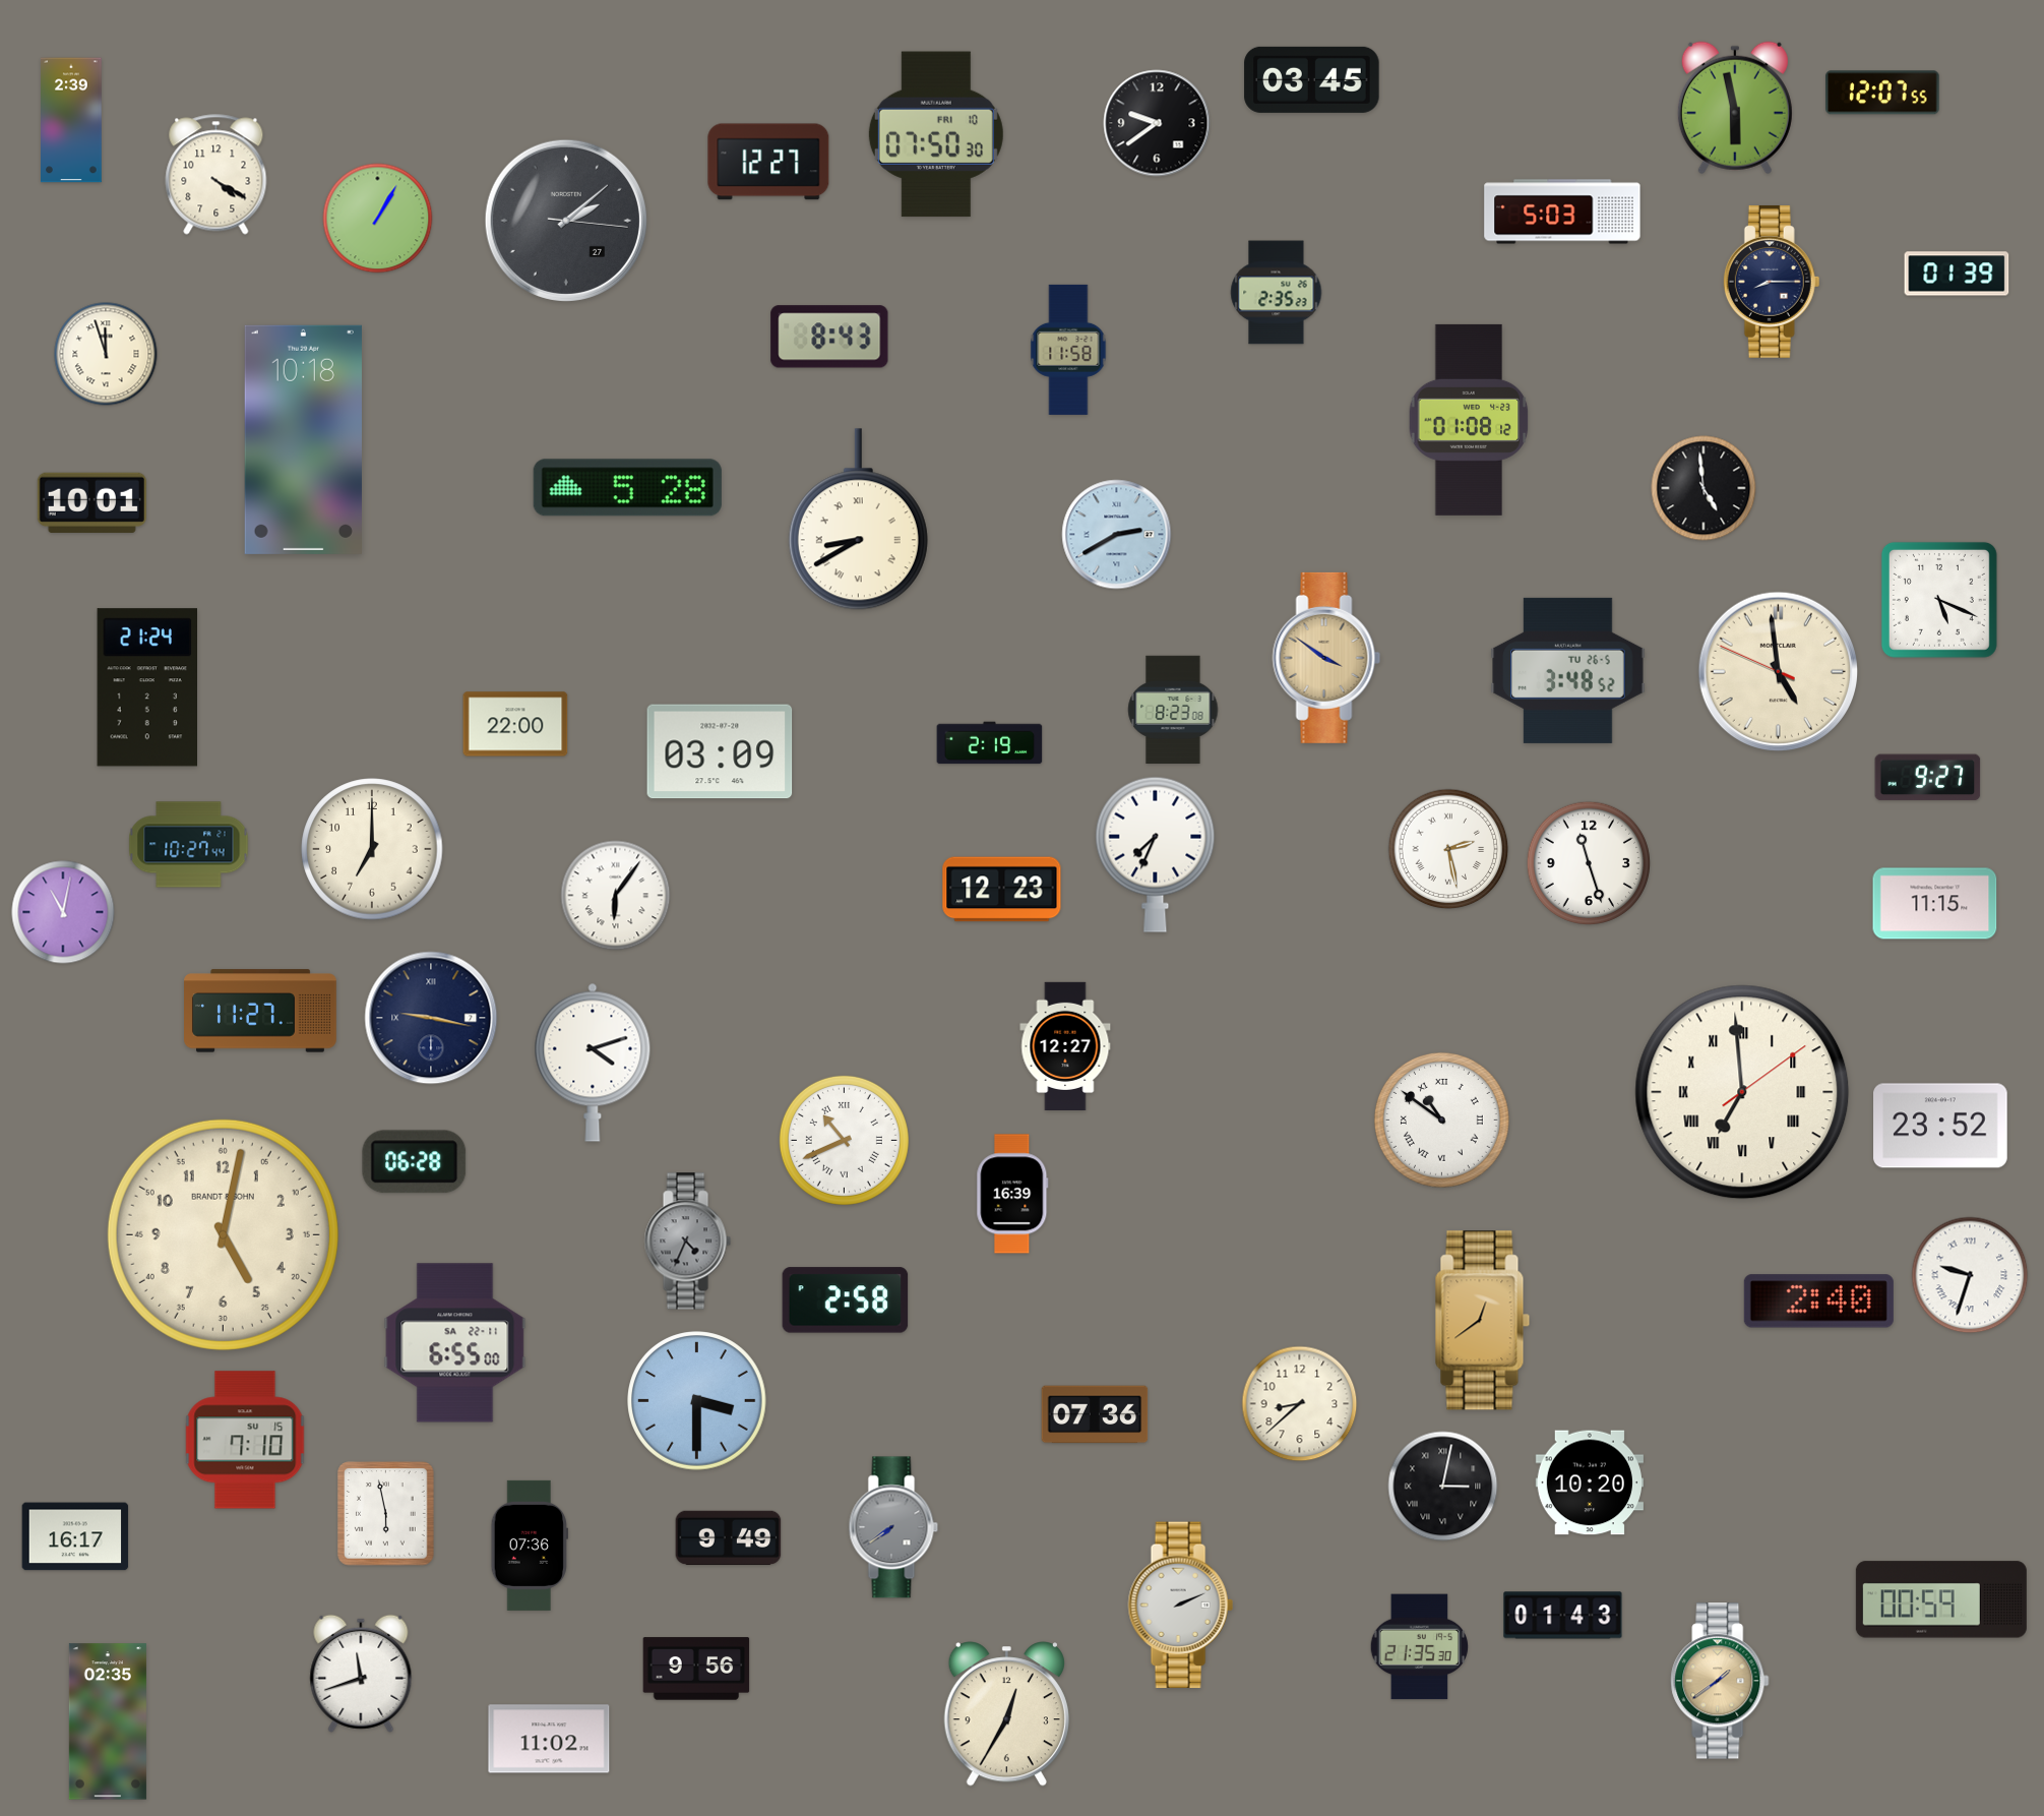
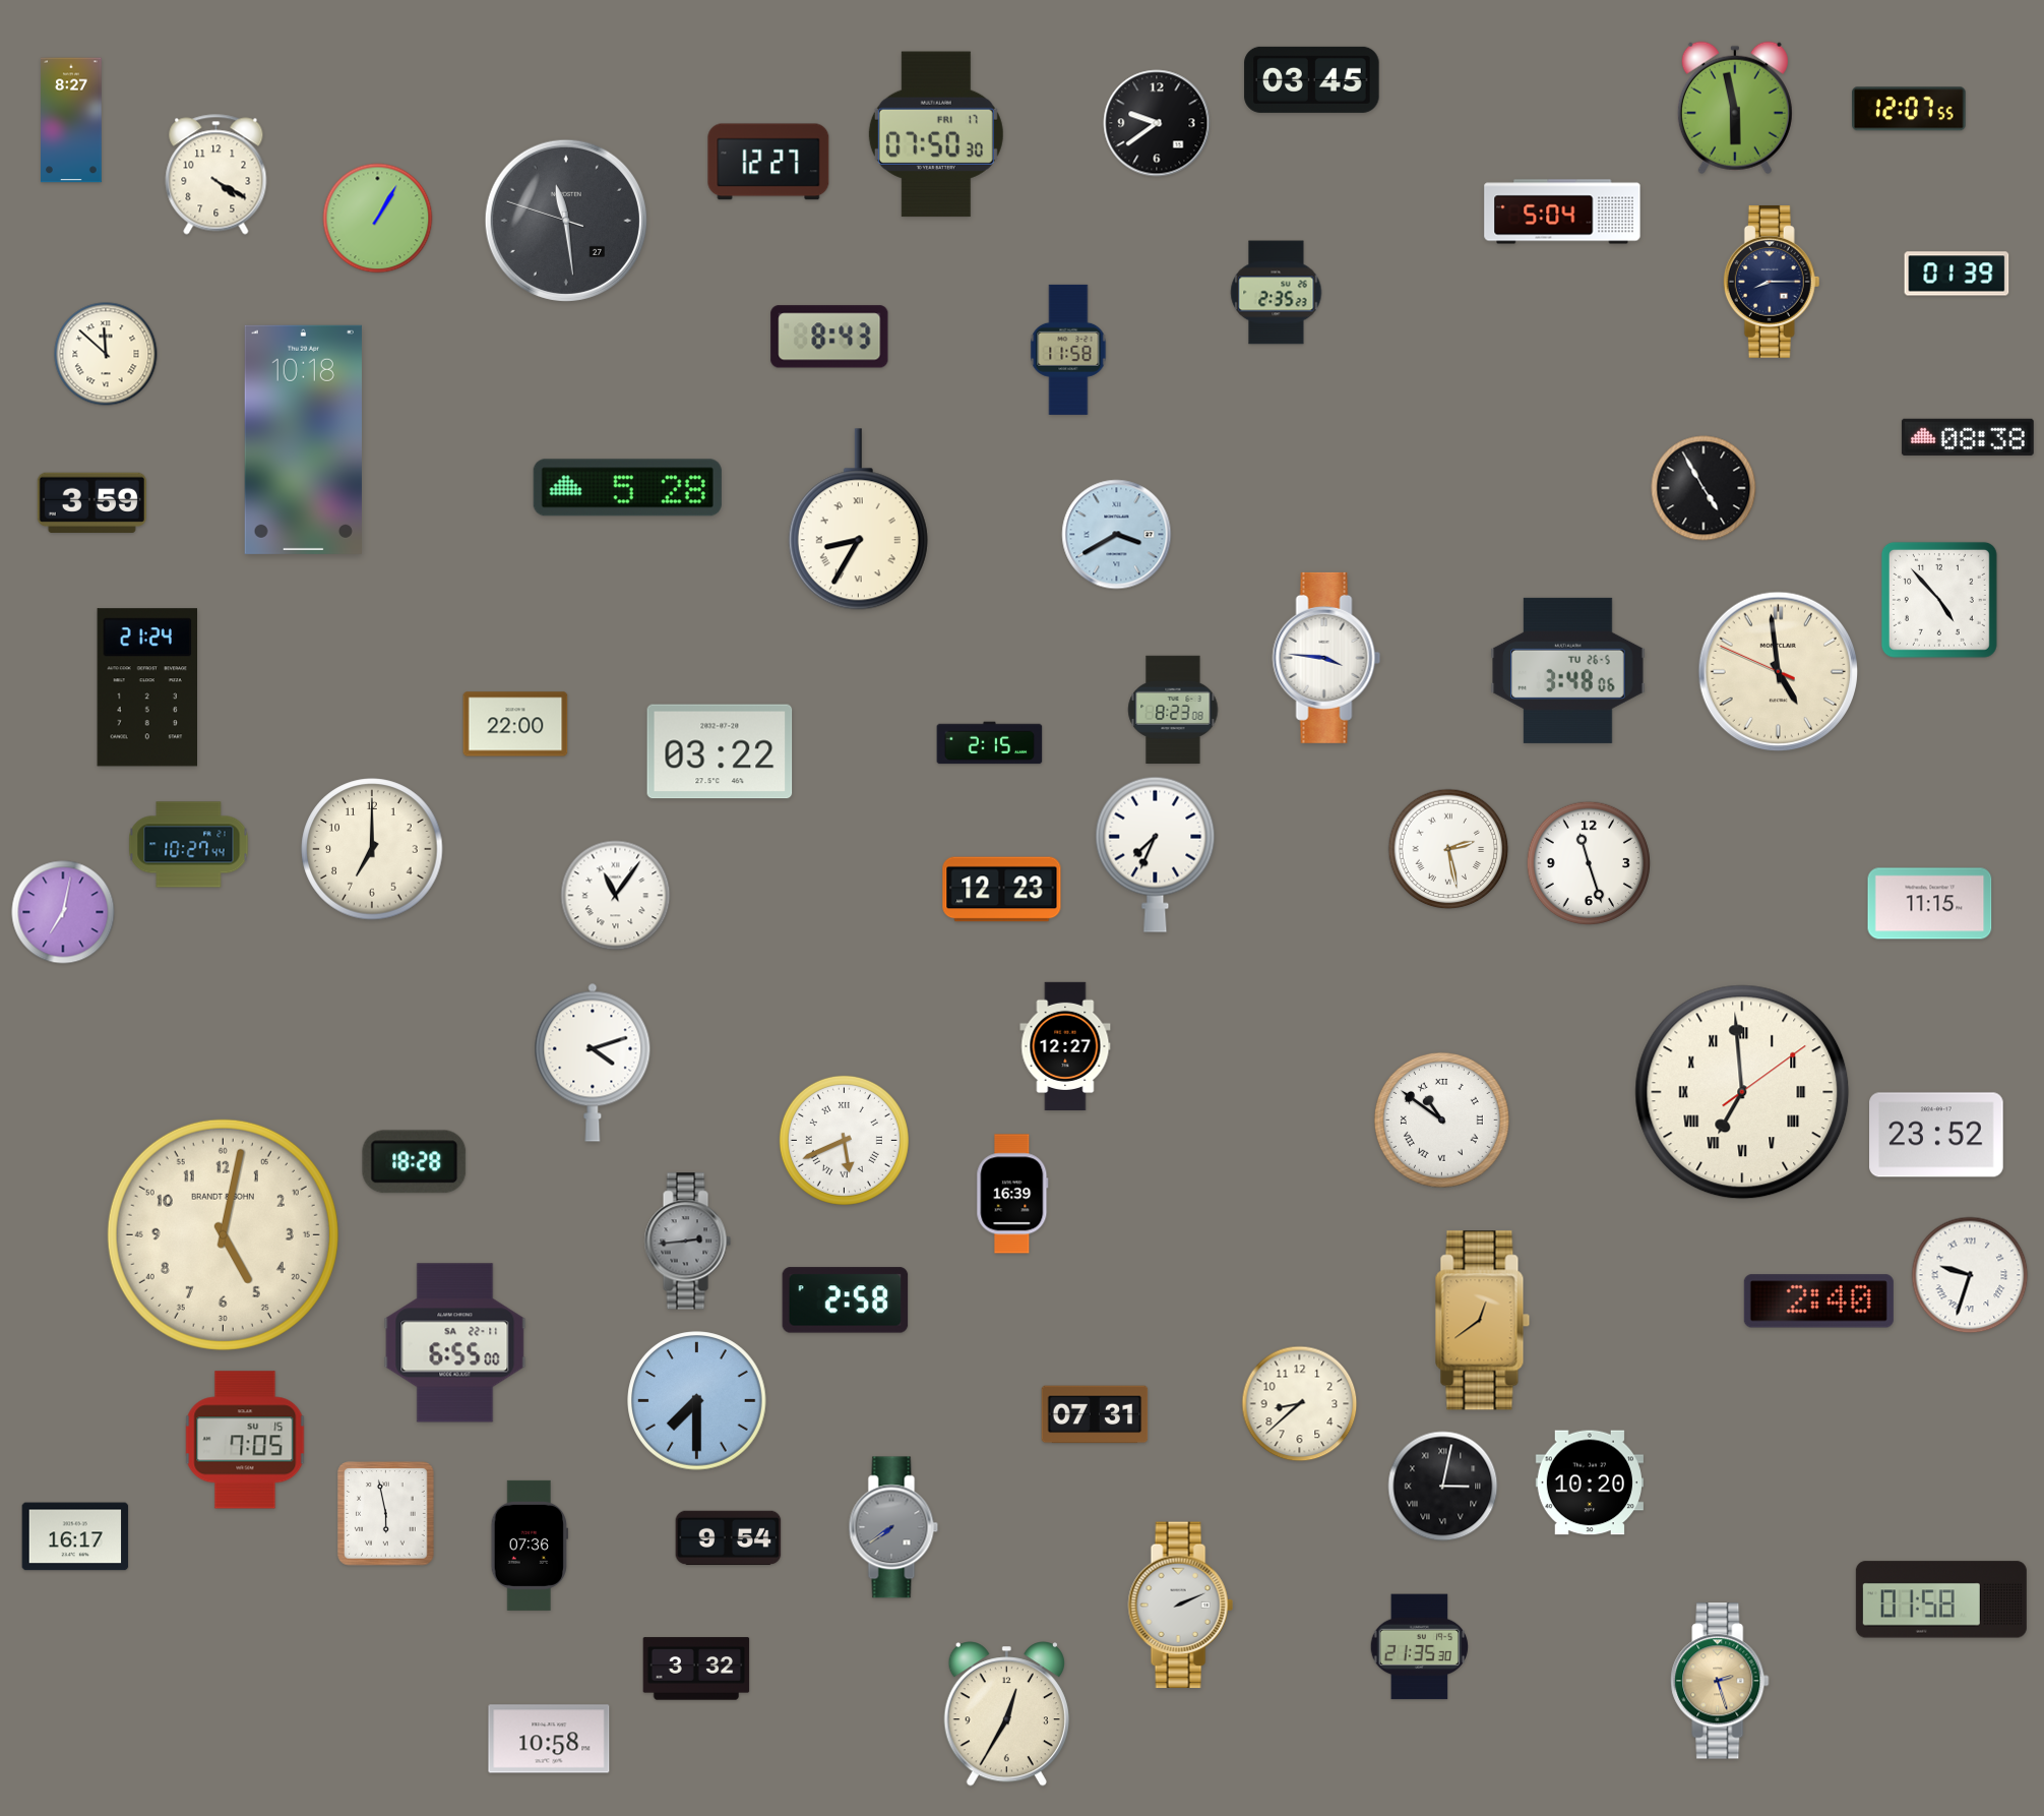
clock at (1883, 93) position: (1883, 93) -> (1910, 109)
clock at (72, 120): 2:39 -> 8:27
clock at (936, 134) date: FRI 10 -> FRI 17
clock at (1562, 211): 5:03 -> 5:04
clock at (565, 220): 2:08 -> 11:28
clock at (106, 354): 11:57 -> 11:52
clock at (1469, 420): 01:08 -> none
clock at (1968, 437): none -> 08:38
clock at (1704, 488): 4:59 -> 4:55
clock at (91, 502): 10:01 -> 3:59
clock at (858, 520): 8:40 -> 8:35
clock at (1117, 535): 2:40 -> 3:40
clock at (1939, 600): 5:19 -> 4:53
clock at (1326, 658): 3:51 -> 3:46
clock at (1326, 658) dial: champagne -> white
clock at (1568, 670): 3:48:52 -> 3:48:06
clock at (990, 743): 2:19 -> 2:15
clock at (720, 751): 03:09 -> 03:22
clock at (1928, 778): 9:27 -> none
clock at (616, 896): 6:06 -> 11:06
clock at (1935, 904) position: (1935, 904) -> (1930, 904)
clock at (63, 912): 11:02 -> 7:02
clock at (261, 1011): 11:27 -> none
clock at (431, 1018): 9:17 -> none
clock at (1940, 1126) position: (1940, 1126) -> (1936, 1135)
clock at (844, 1140): 10:41 -> 5:41
clock at (415, 1162): 06:28 -> 18:28
clock at (687, 1242): 4:34 -> 2:44
clock at (697, 1401): 3:30 -> 7:30
clock at (1095, 1414): 07:36 -> 07:31
clock at (245, 1440): 7:10 -> 7:05
clock at (729, 1538): 9:49 -> 9:54
clock at (1941, 1599): 00:59 -> 01:58
clock at (1563, 1616): 01:43 -> none
clock at (696, 1669): 9:56 -> 3:32
clock at (361, 1674): 11:42 -> none
clock at (1720, 1681): 1:39 -> 2:27
clock at (108, 1721): 02:35 -> none
clock at (549, 1739): 11:02 -> 10:58
